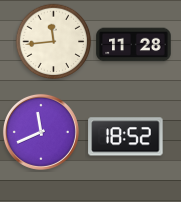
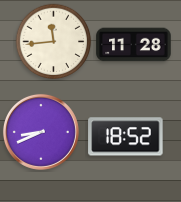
clock at (41, 132): 11:41 -> 8:41
